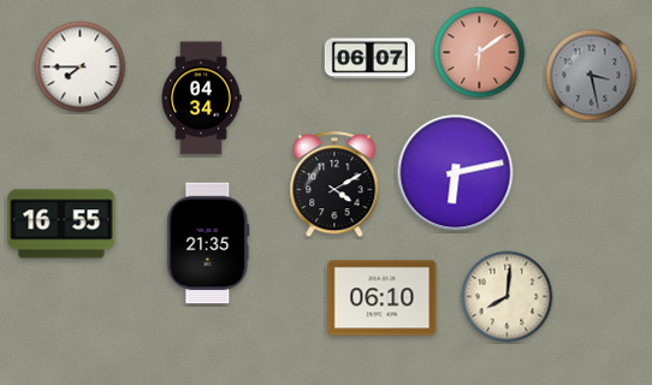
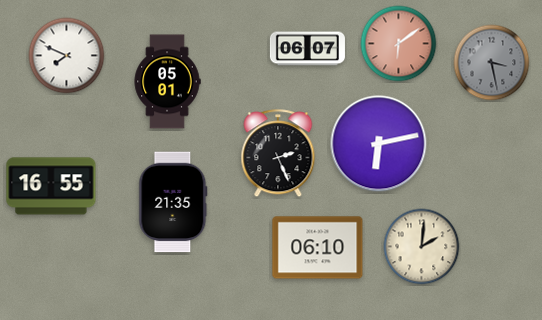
clock at (81, 67): 7:45 -> 7:49
clock at (201, 99): 04:34 -> 05:01
clock at (334, 185): 4:10 -> 2:26
clock at (508, 297): 8:01 -> 2:01
